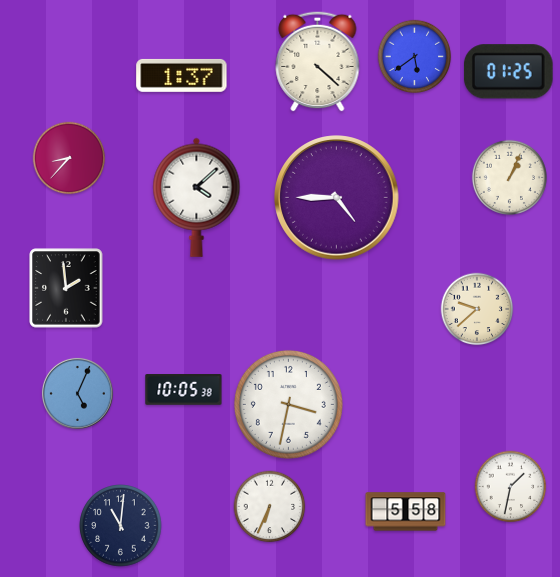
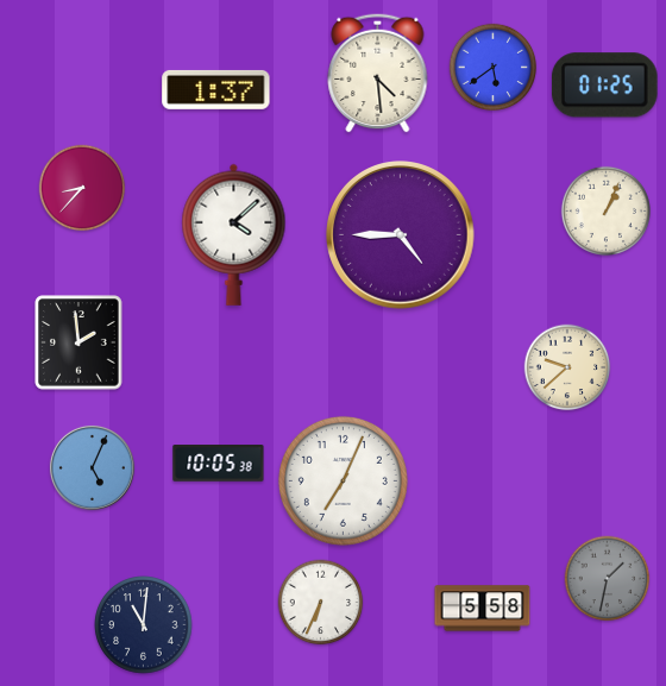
clock at (318, 61): 4:22 -> 4:29
clock at (288, 404): 3:32 -> 7:04
clock at (511, 487) dial: white -> grey
